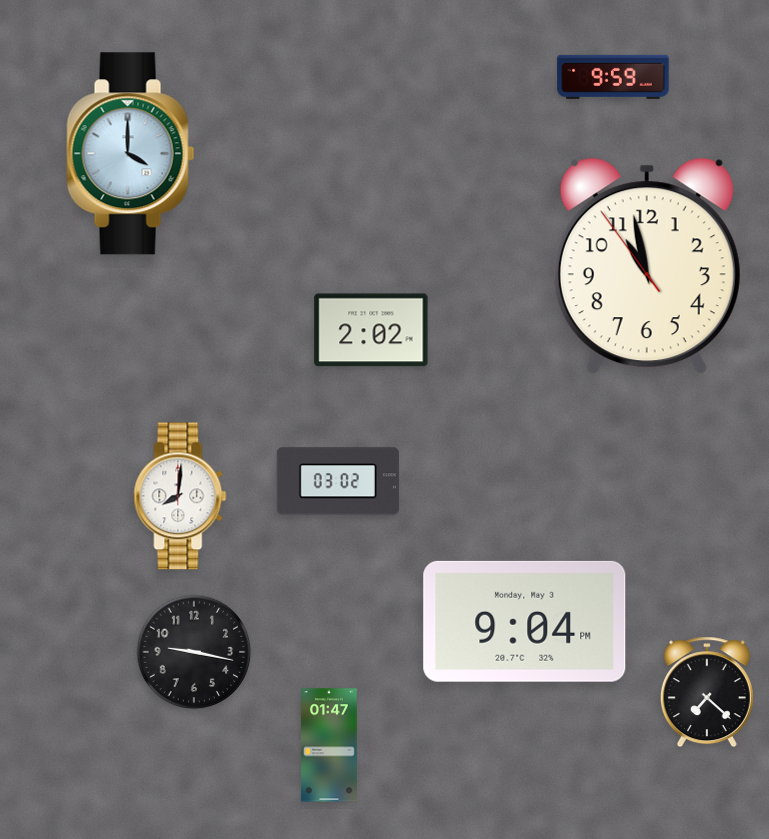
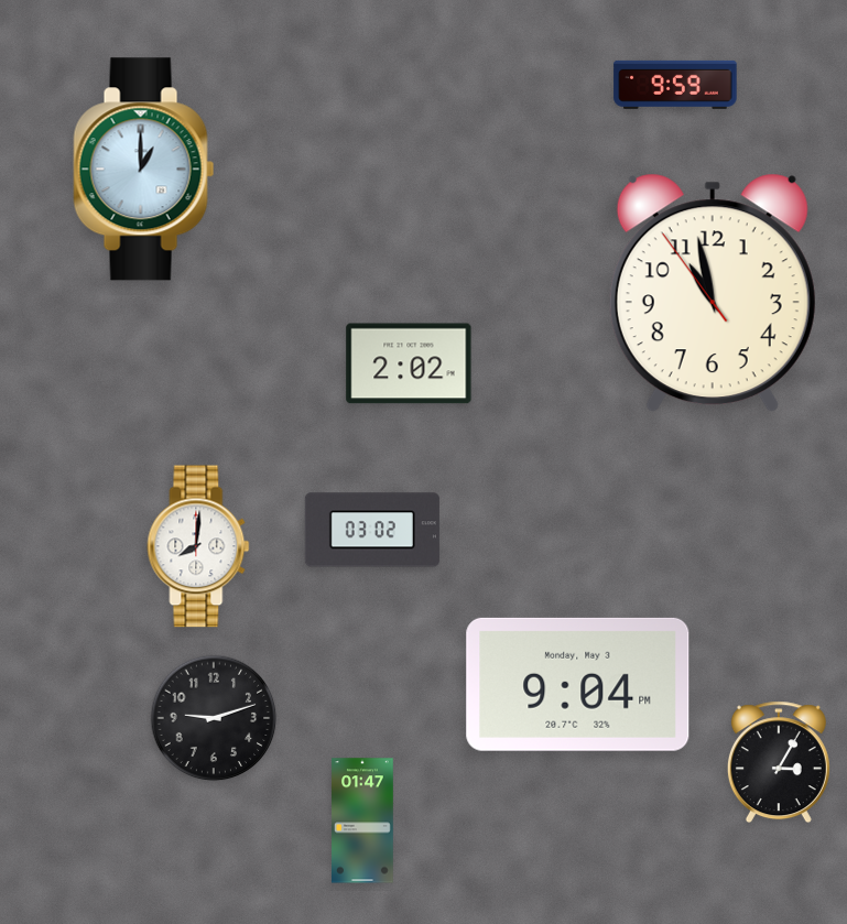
clock at (131, 154): 4:00 -> 1:00
clock at (194, 652): 9:17 -> 9:12
clock at (707, 692): 7:22 -> 3:05
